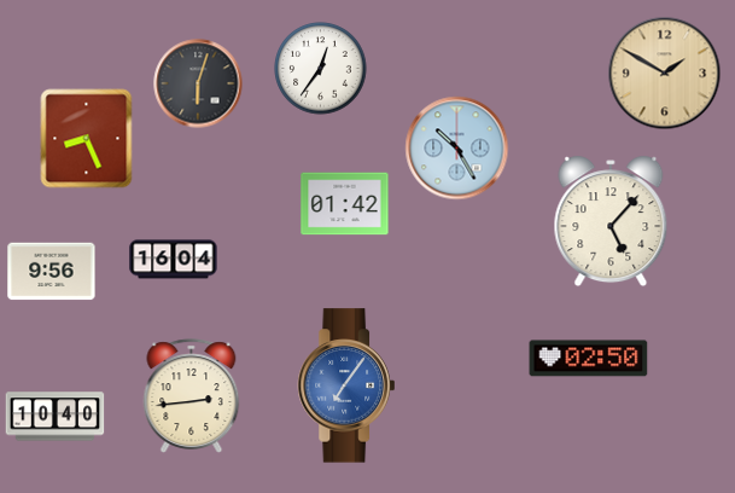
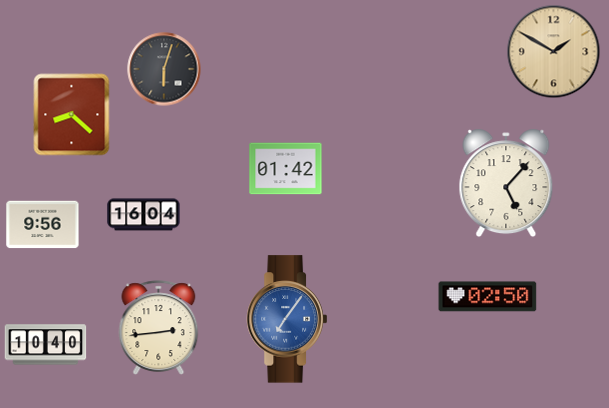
clock at (321, 69): 12:36 -> none
clock at (665, 74) position: (665, 74) -> (554, 52)
clock at (87, 139): 8:26 -> 8:22
clock at (457, 149): 10:25 -> none
